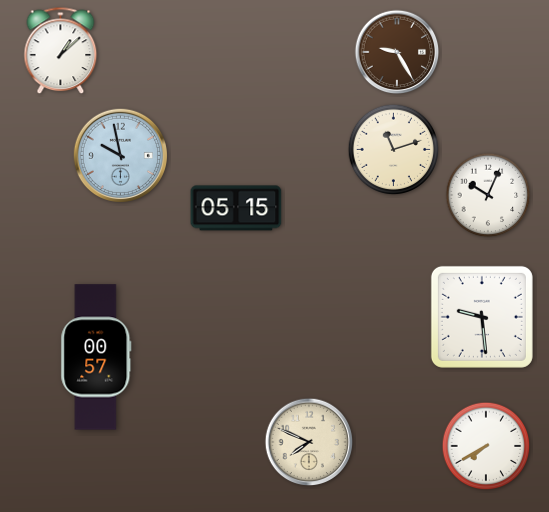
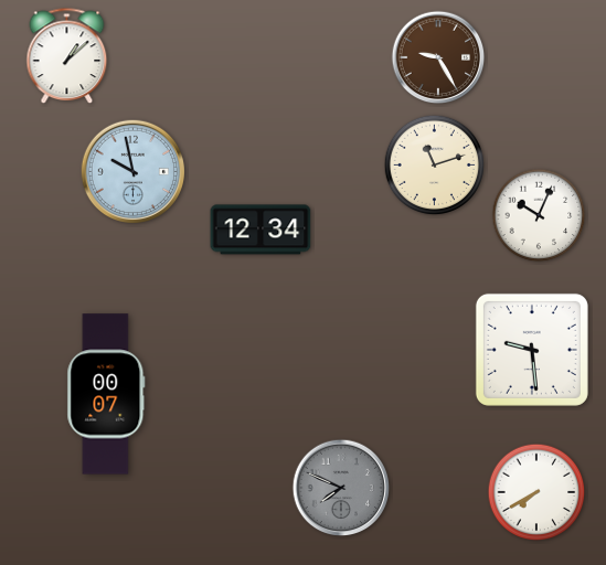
clock at (236, 208): 05:15 -> 12:34
clock at (96, 357): 00:57 -> 00:07
clock at (309, 442) dial: cream -> grey
